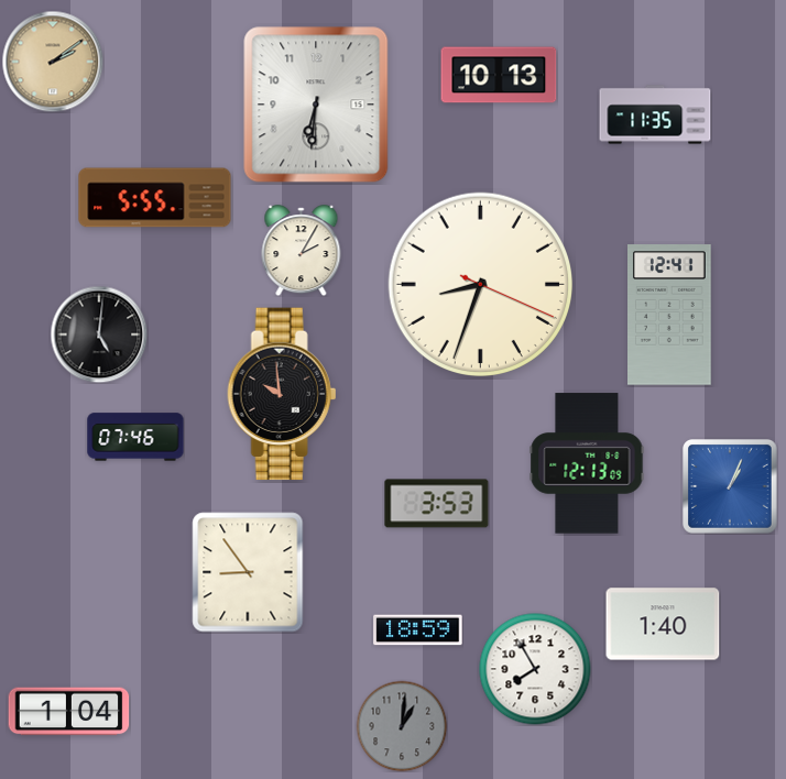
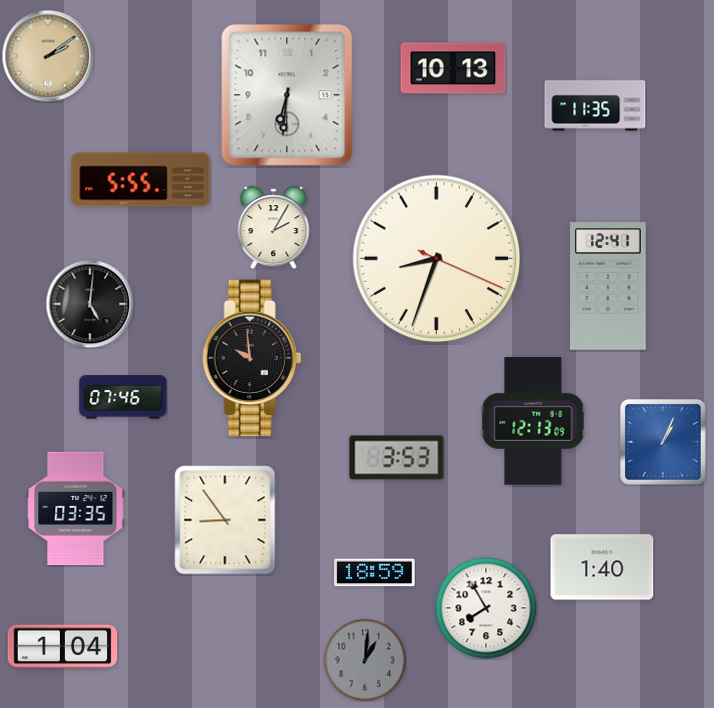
clock at (282, 394) position: (282, 394) -> (252, 358)
clock at (76, 509): none -> 03:35
clock at (418, 630) position: (418, 630) -> (375, 573)
